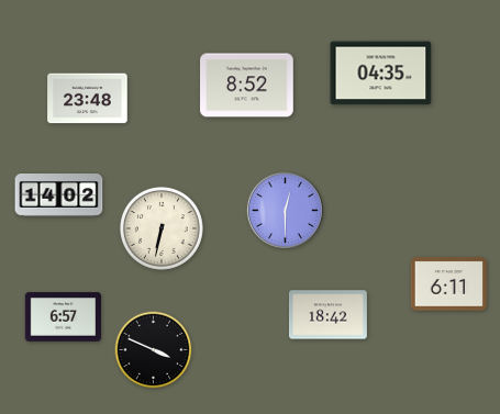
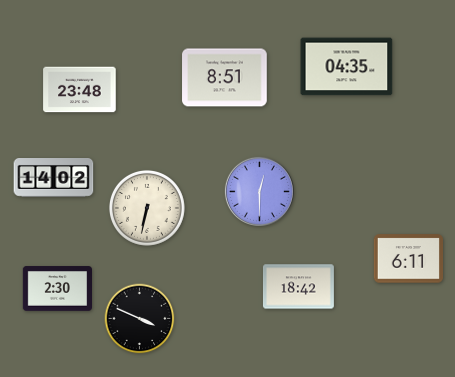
clock at (247, 86): 8:52 -> 8:51
clock at (64, 317): 6:57 -> 2:30
